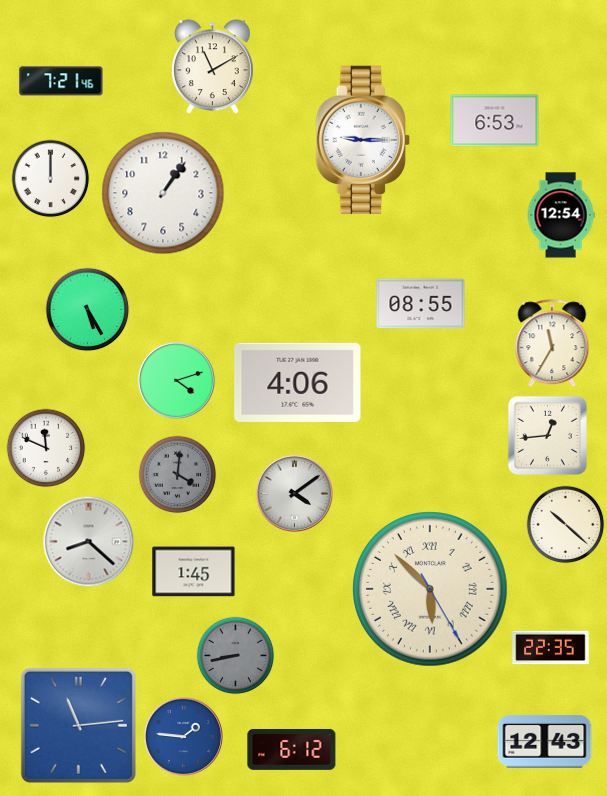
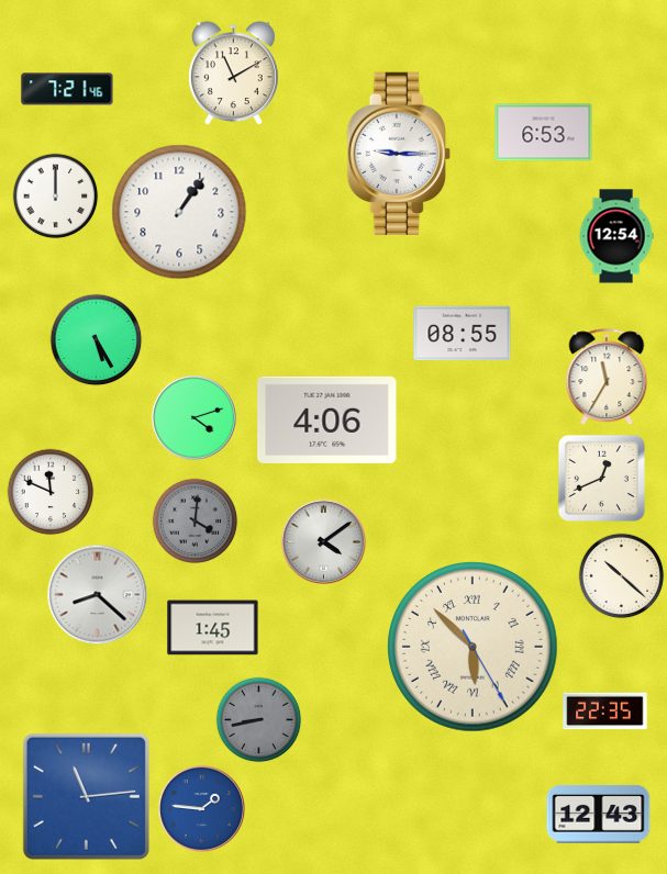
clock at (547, 435): 12:44 -> 12:41
clock at (292, 749): 6:12 -> none
